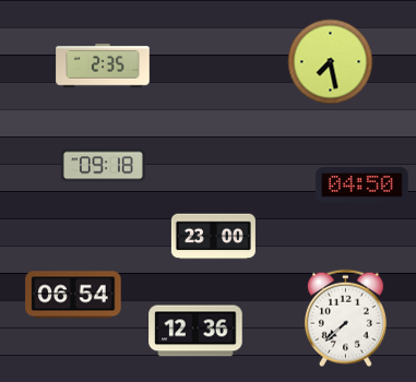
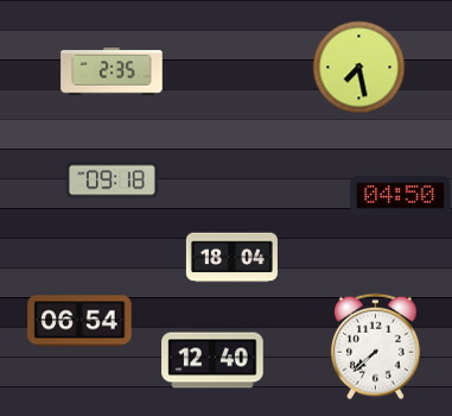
clock at (362, 186) position: (362, 186) -> (401, 196)
clock at (213, 237): 23:00 -> 18:04
clock at (195, 331): 12:36 -> 12:40
